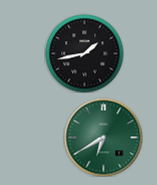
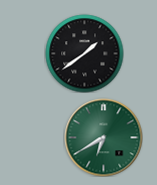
clock at (84, 53): 1:43 -> 1:39
